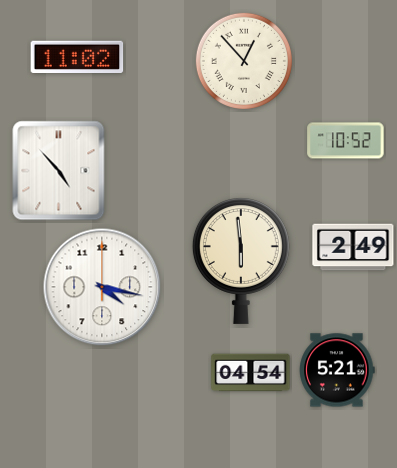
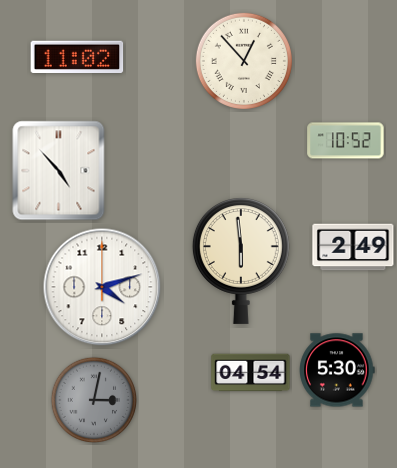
clock at (102, 287): 4:17 -> 4:12
clock at (337, 370): 5:21 -> 5:30
clock at (94, 400): none -> 3:02
